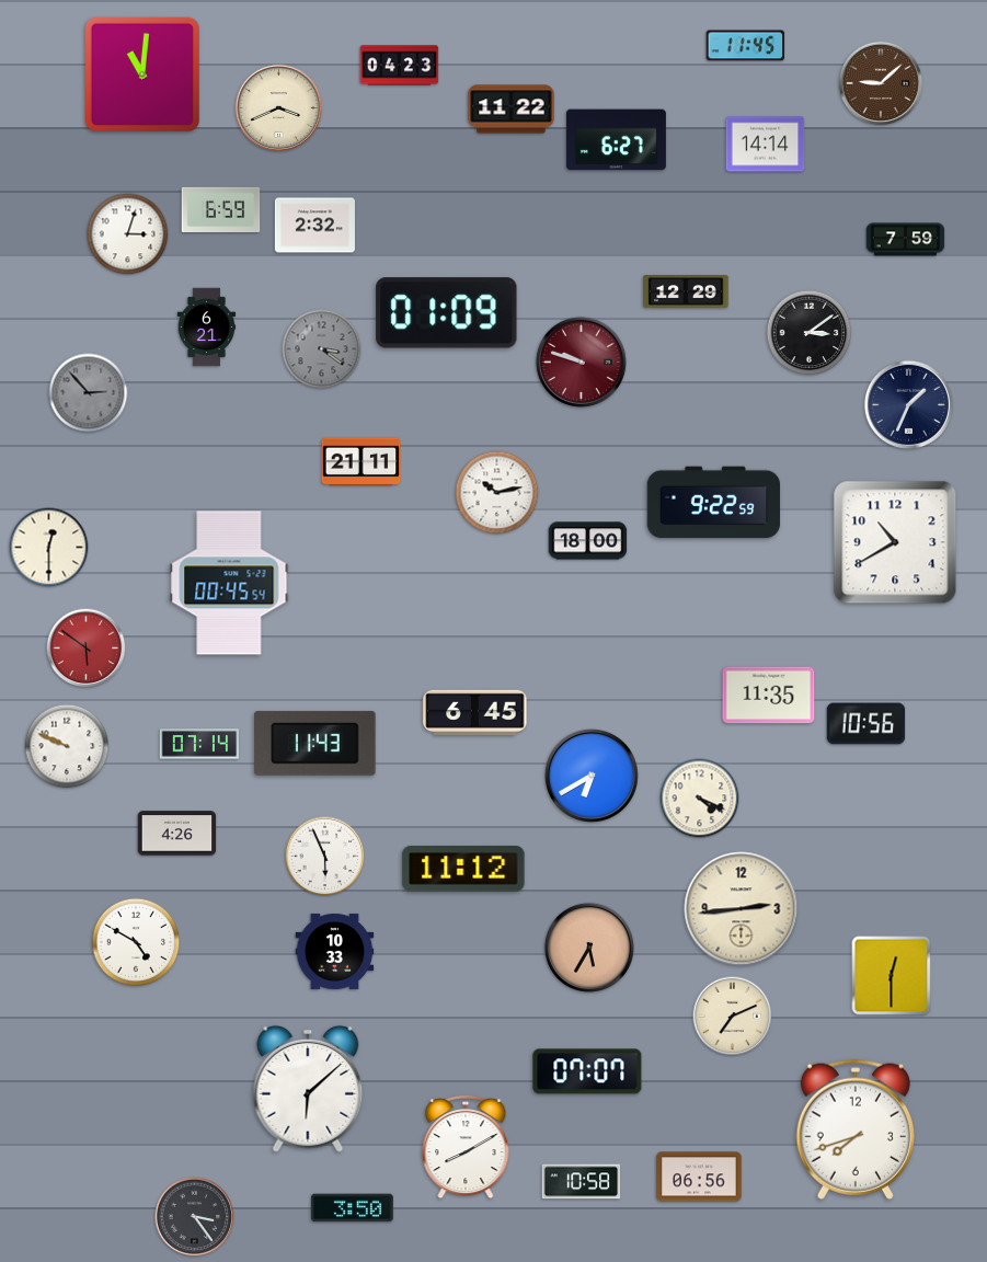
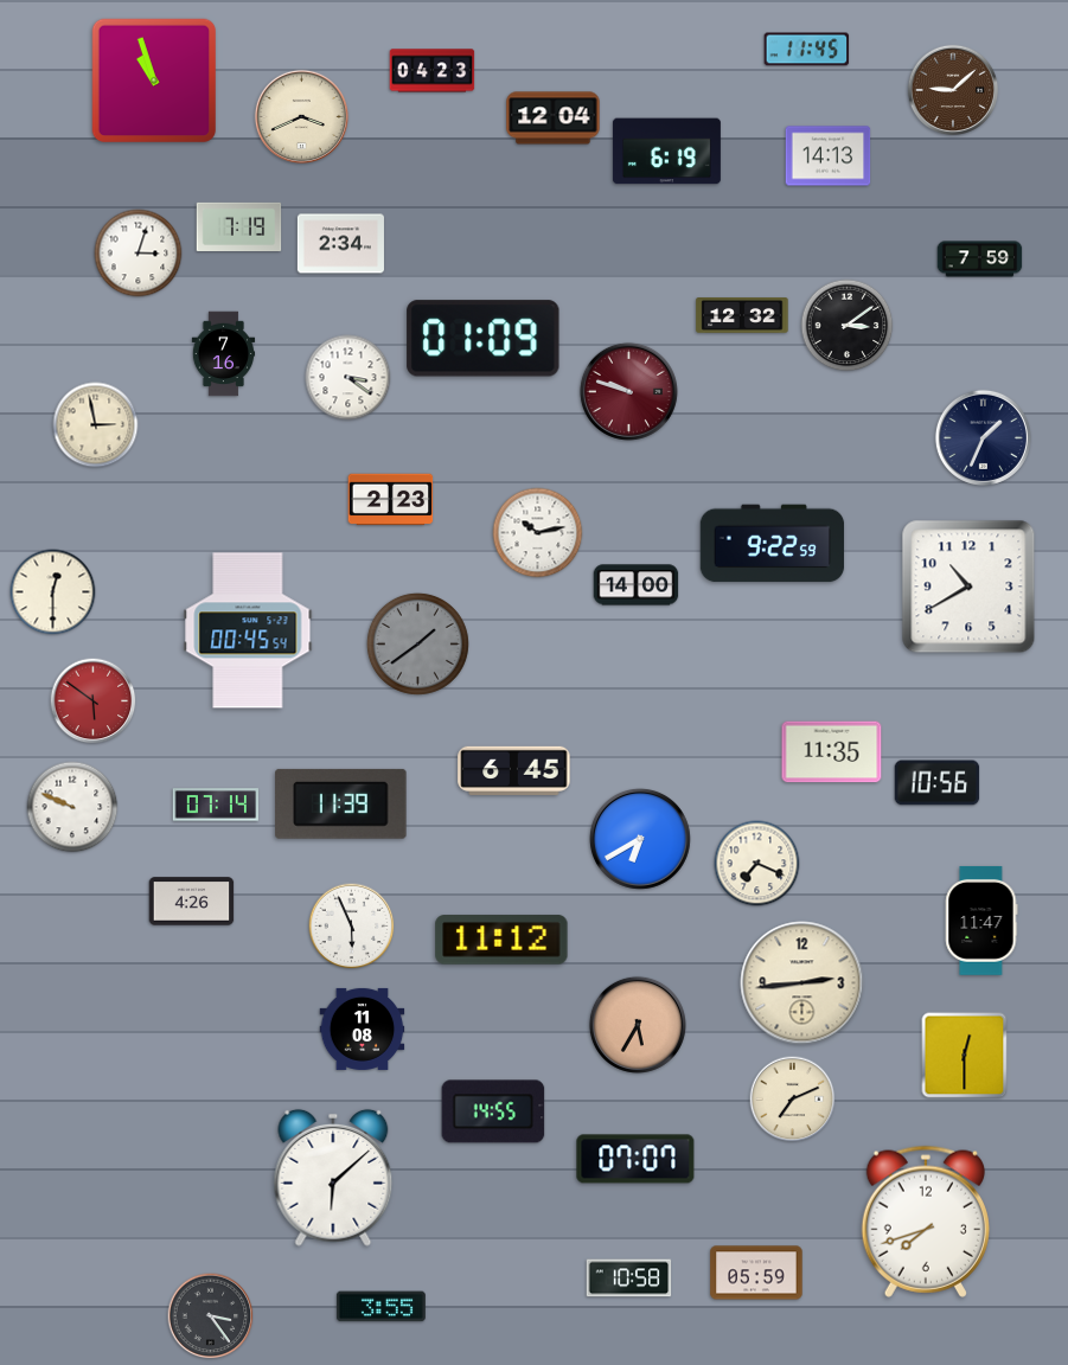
clock at (142, 74): 11:01 -> 10:57
clock at (512, 110): 11:22 -> 12:04
clock at (616, 140): 6:27 -> 6:19
clock at (766, 145): 14:14 -> 14:13
clock at (221, 209): 6:59 -> 7:19
clock at (314, 226): 2:32 -> 2:34
clock at (686, 292): 12:29 -> 12:32
clock at (207, 328): 6:21 -> 7:16
clock at (810, 333) position: (810, 333) -> (848, 326)
clock at (322, 349) dial: grey -> white
clock at (89, 393): 2:53 -> 2:58
clock at (89, 393) dial: grey -> cream
clock at (361, 462): 21:11 -> 2:23
clock at (588, 541): 18:00 -> 14:00
clock at (417, 643): none -> 1:39
clock at (315, 743): 11:43 -> 11:39
clock at (700, 799): 4:19 -> 7:19
clock at (981, 921): none -> 11:47
clock at (136, 942): 4:50 -> none
clock at (335, 951): 10:33 -> 11:08
clock at (493, 1111): none -> 14:55
clock at (466, 1147): 8:10 -> none
clock at (699, 1177): 06:56 -> 05:59
clock at (352, 1208): 3:50 -> 3:55
